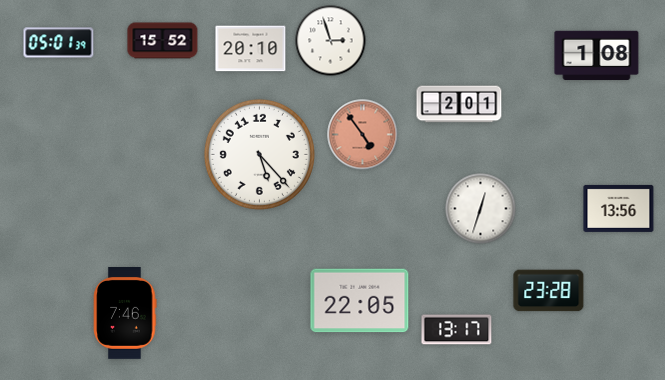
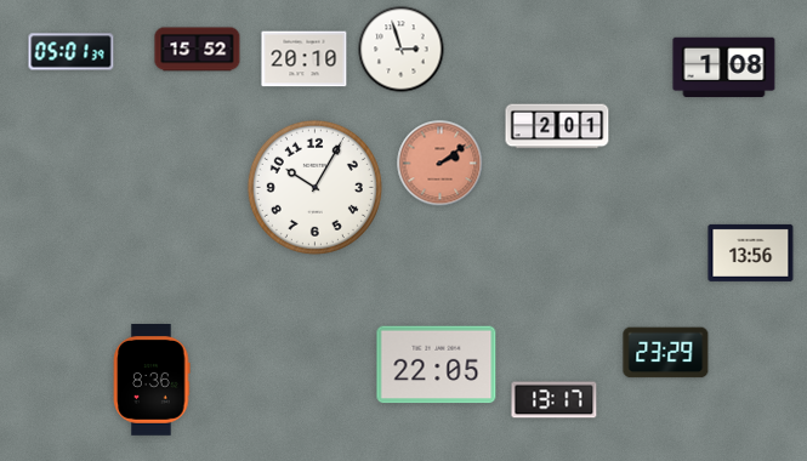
clock at (363, 135): 4:54 -> 2:09
clock at (259, 154): 5:23 -> 10:05
clock at (481, 209): 12:33 -> none
clock at (549, 291): 23:28 -> 23:29
clock at (125, 314): 7:46 -> 8:36
